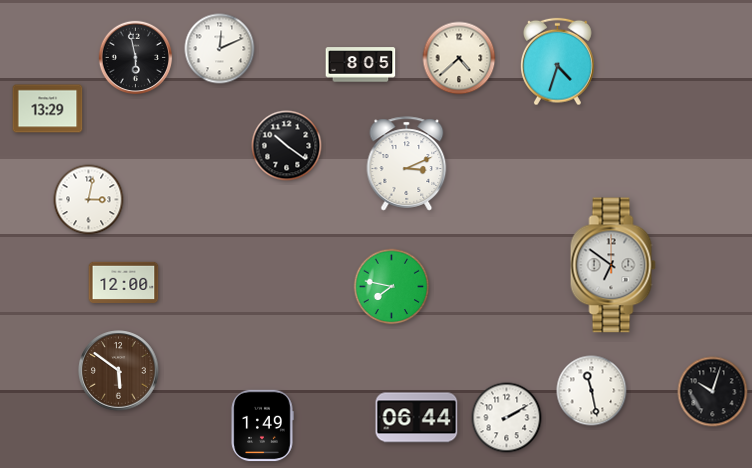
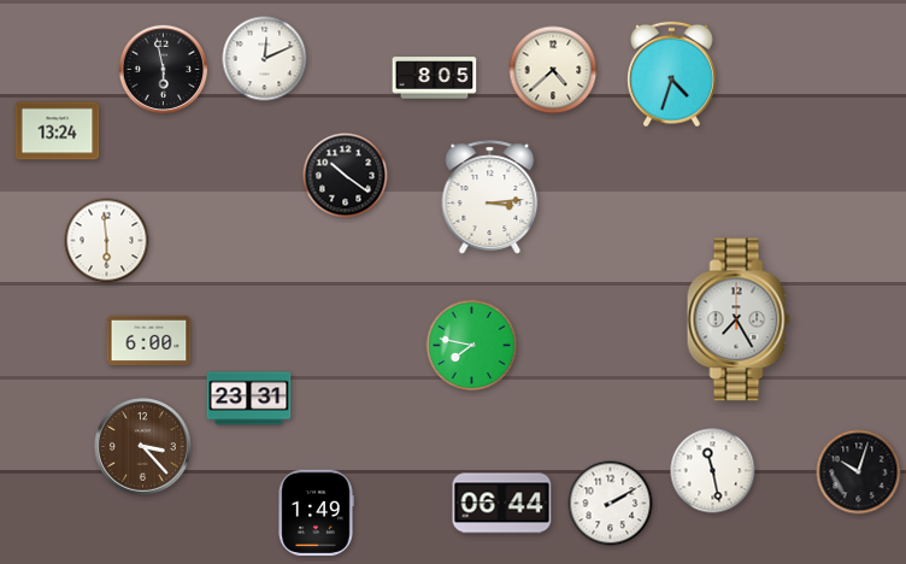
clock at (48, 109): 13:29 -> 13:24
clock at (407, 164): 3:11 -> 3:14
clock at (89, 200): 3:02 -> 5:59
clock at (613, 265): 6:51 -> 7:25
clock at (124, 283): 12:00 -> 6:00
clock at (249, 399): none -> 23:31
clock at (119, 371): 5:51 -> 3:23
